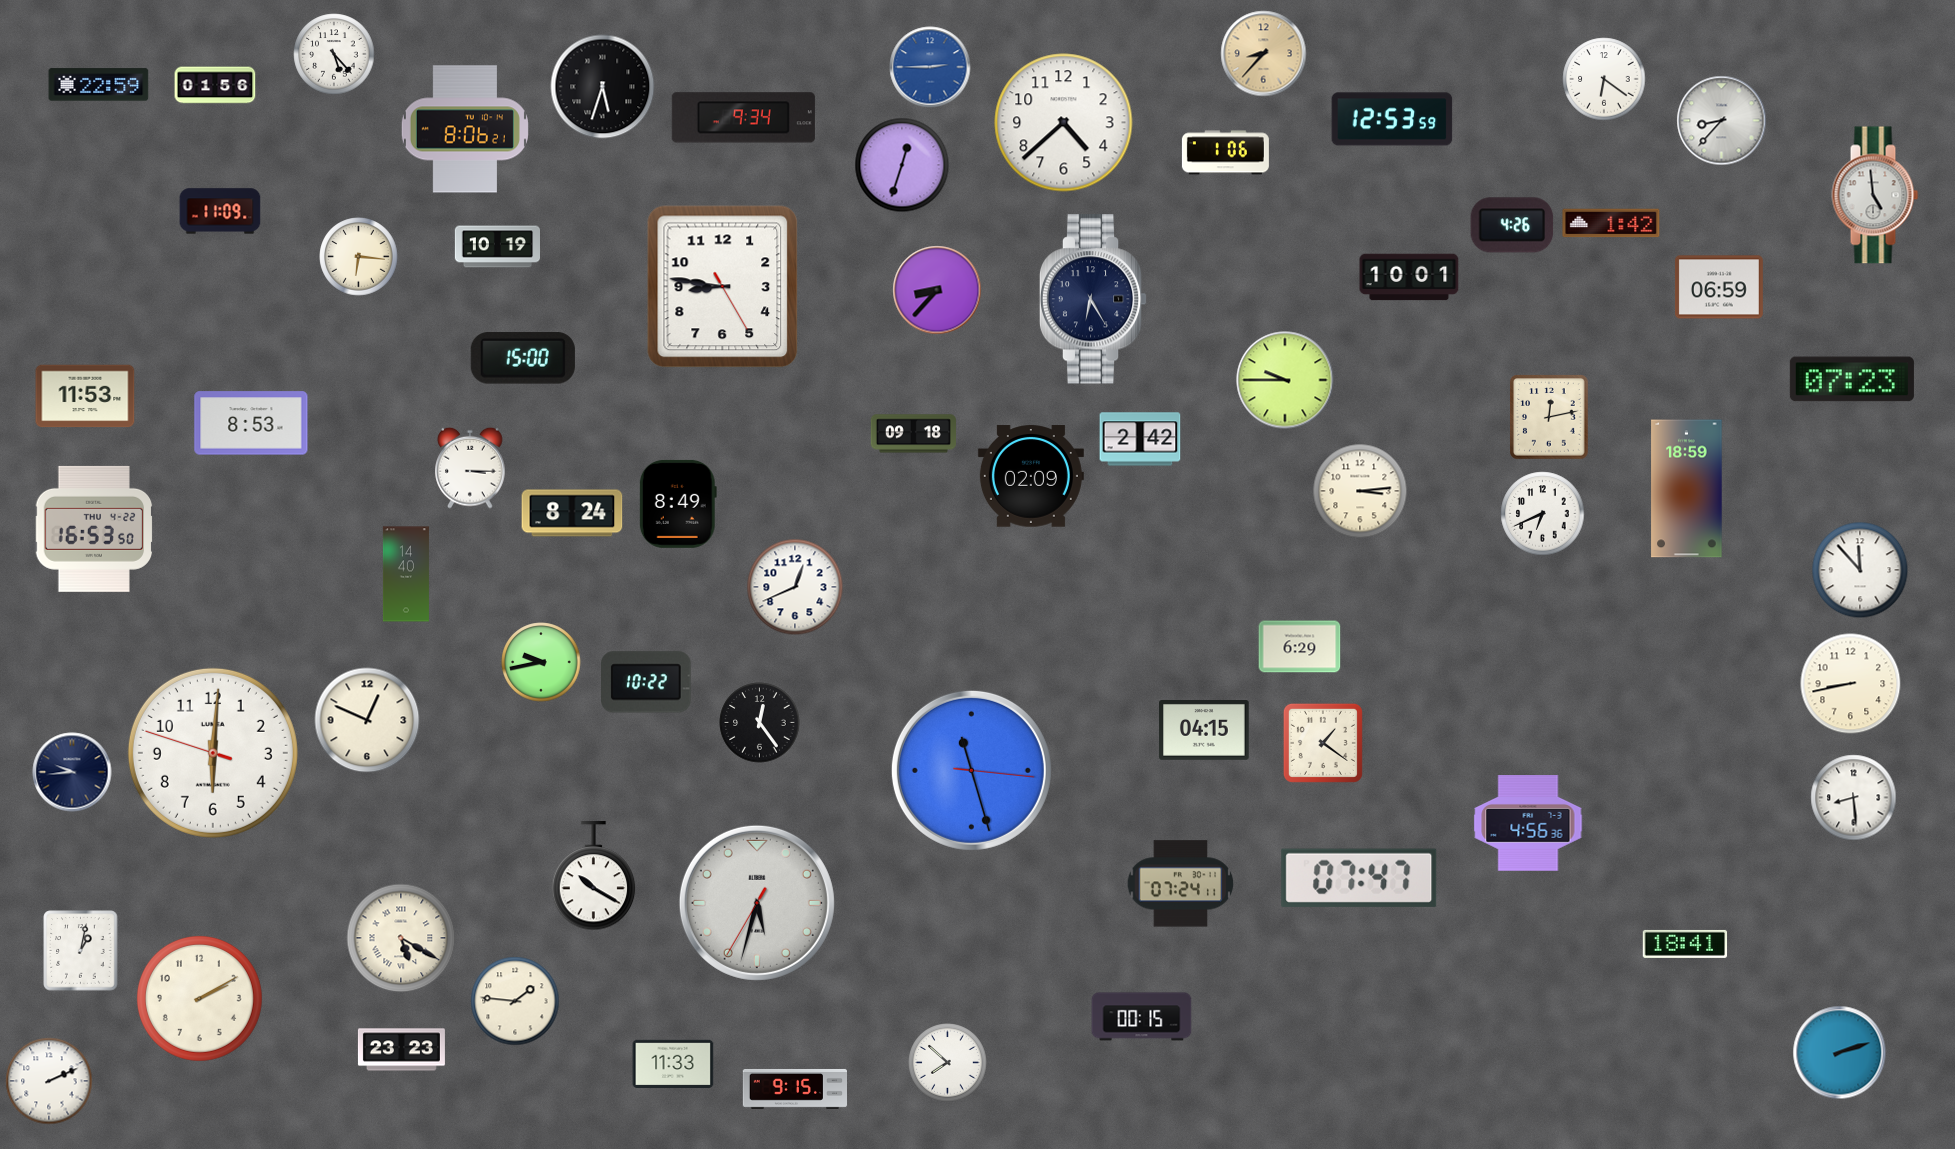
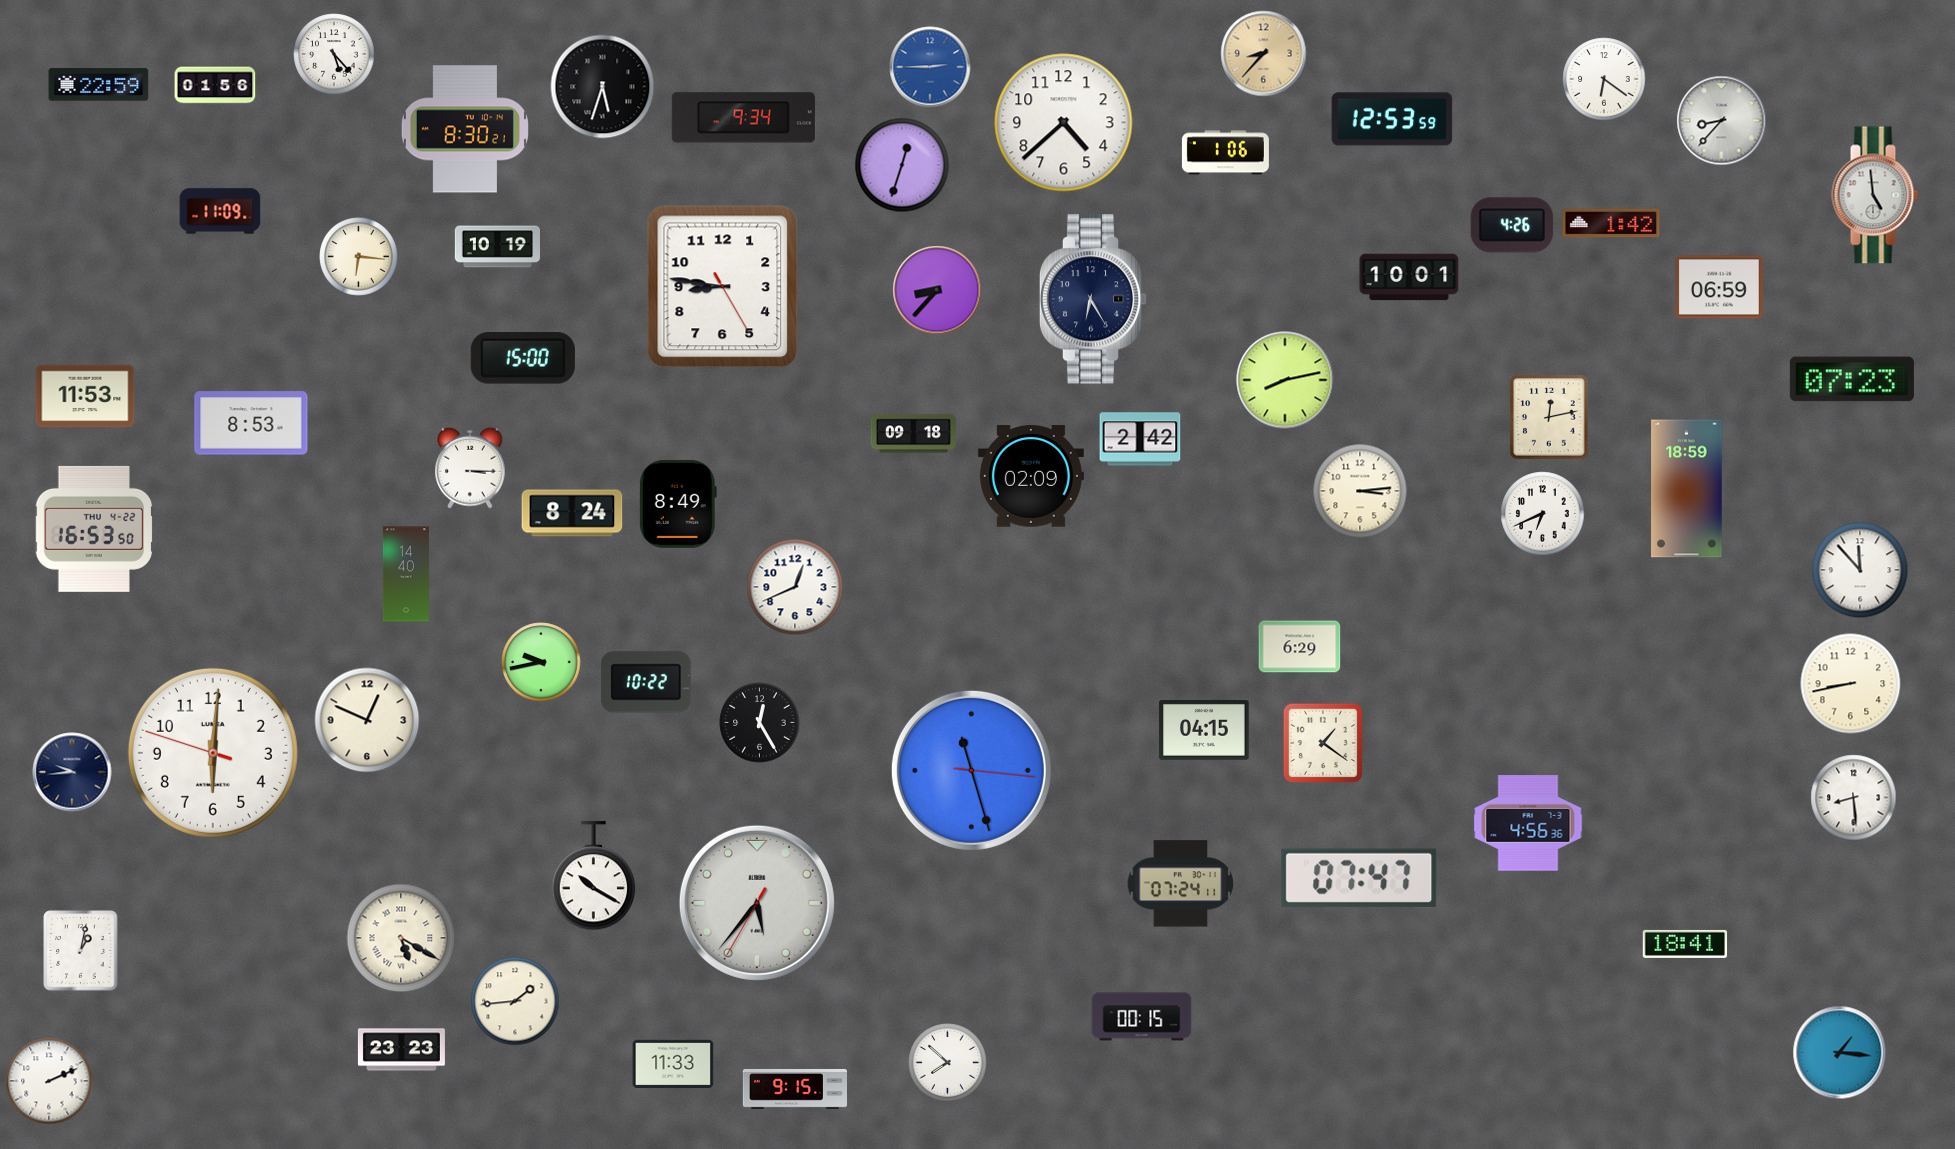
clock at (465, 129): 8:06 -> 8:30
clock at (1285, 380): 9:45 -> 8:13
clock at (760, 723): 12:24 -> 12:25
clock at (757, 903): 5:32 -> 5:36
clock at (199, 998): 2:10 -> none
clock at (515, 1001): 1:46 -> 1:44
clock at (1840, 1053): 2:12 -> 1:16
